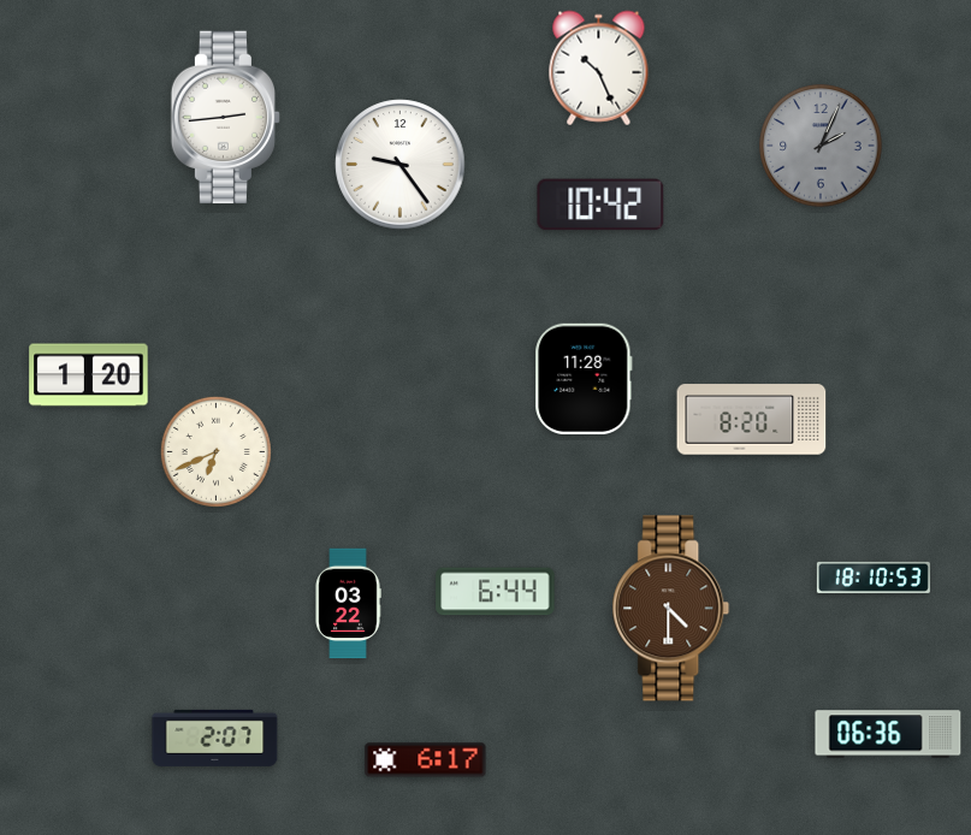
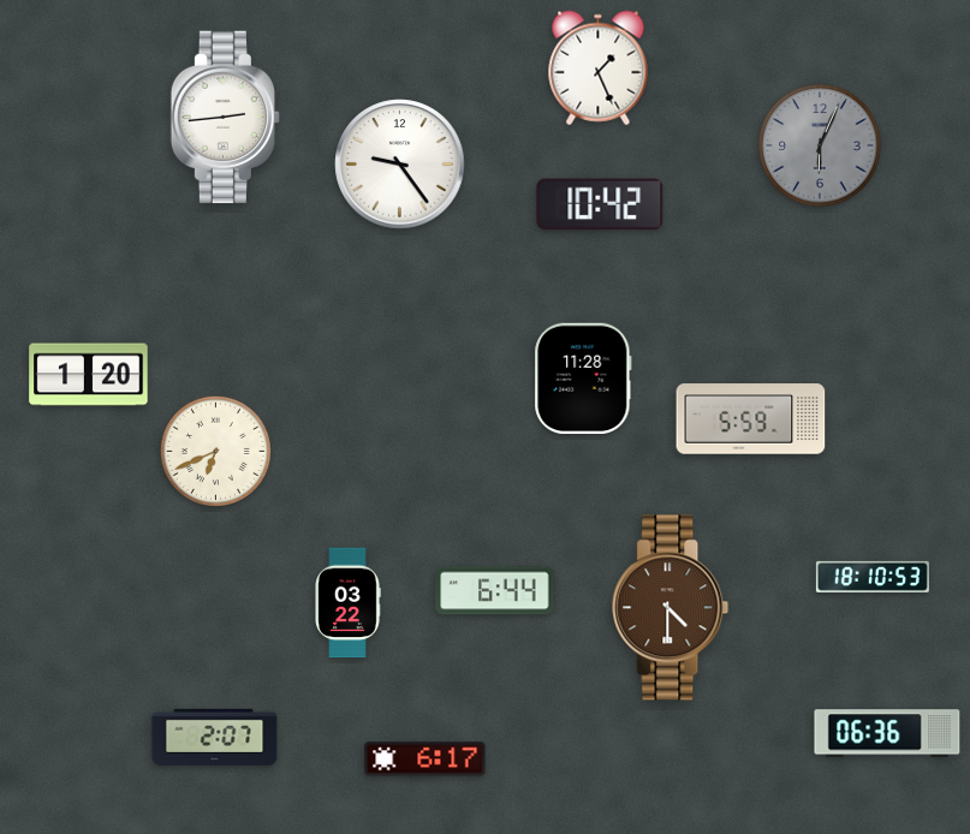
clock at (599, 69): 10:26 -> 1:26
clock at (821, 146): 2:04 -> 6:04
clock at (752, 420): 8:20 -> 5:59
